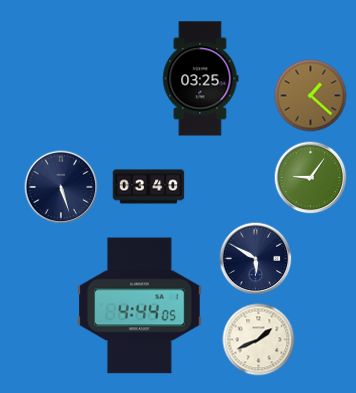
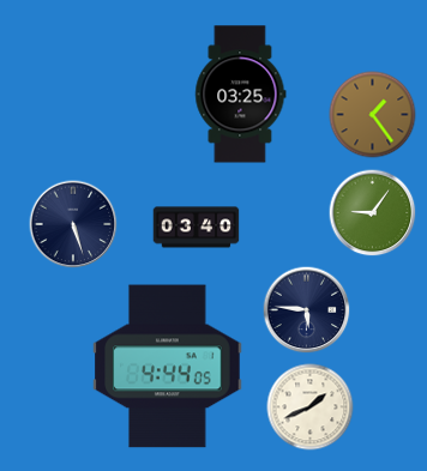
clock at (311, 96): 1:22 -> 1:24
clock at (149, 187) position: (149, 187) -> (197, 228)
clock at (256, 259): 5:50 -> 5:46
